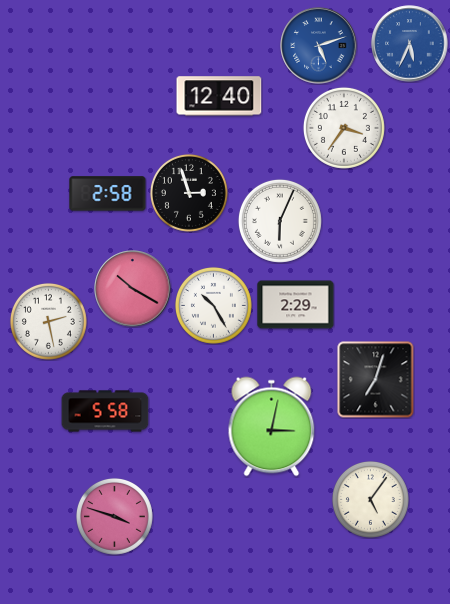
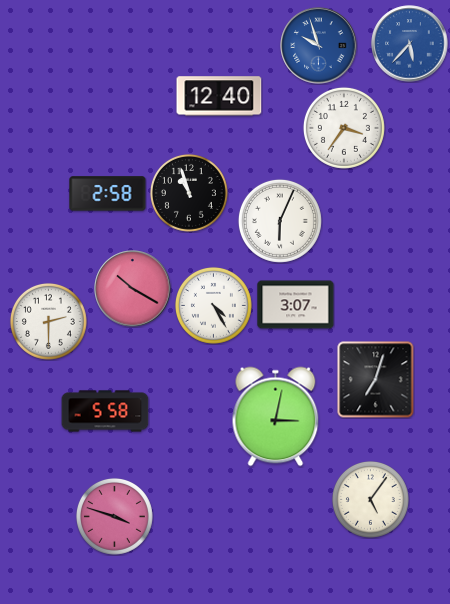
clock at (410, 44): 5:34 -> 5:37
clock at (319, 46): 5:12 -> 9:57
clock at (189, 193): 2:57 -> 10:57
clock at (213, 305): 10:25 -> 4:25
clock at (296, 305): 2:29 -> 3:07
clock at (48, 321): 2:28 -> 2:30
clock at (272, 427) position: (272, 427) -> (276, 417)
